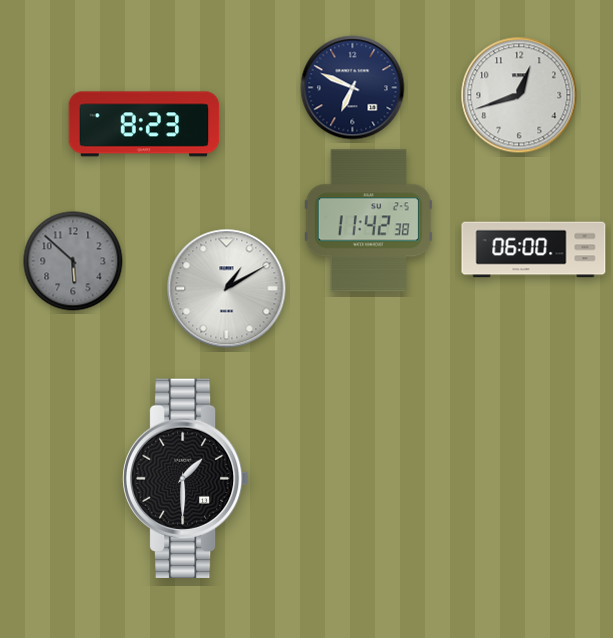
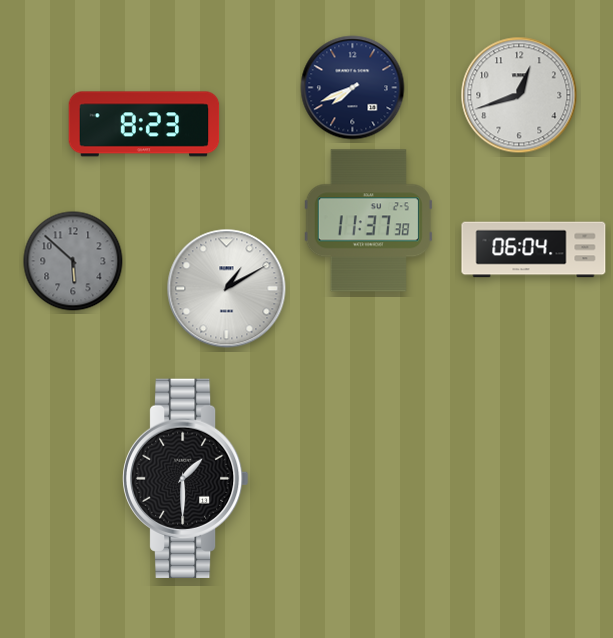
clock at (353, 88): 6:49 -> 7:41
clock at (368, 221): 11:42 -> 11:37
clock at (534, 250): 06:00 -> 06:04
